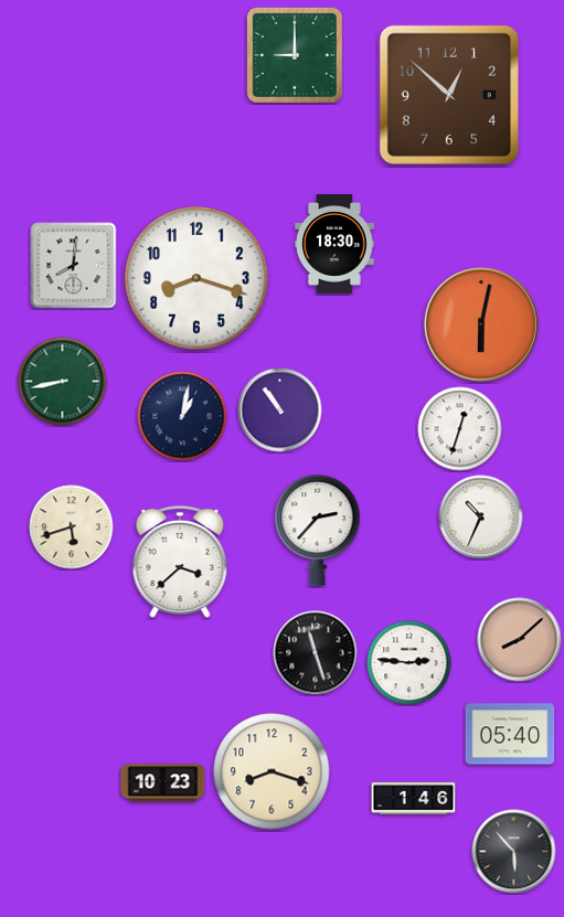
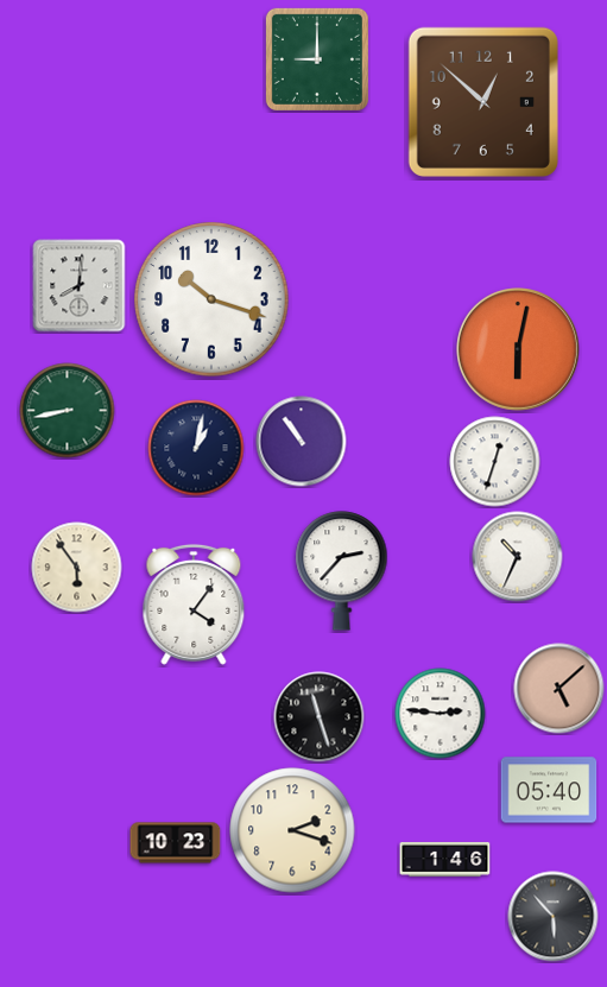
clock at (334, 245): 18:30 -> none
clock at (196, 278): 8:18 -> 10:18
clock at (72, 527): 5:42 -> 5:54
clock at (180, 562): 3:38 -> 4:06
clock at (520, 640): 8:08 -> 5:08
clock at (316, 653) position: (316, 653) -> (320, 717)
clock at (272, 771): 8:18 -> 2:18
